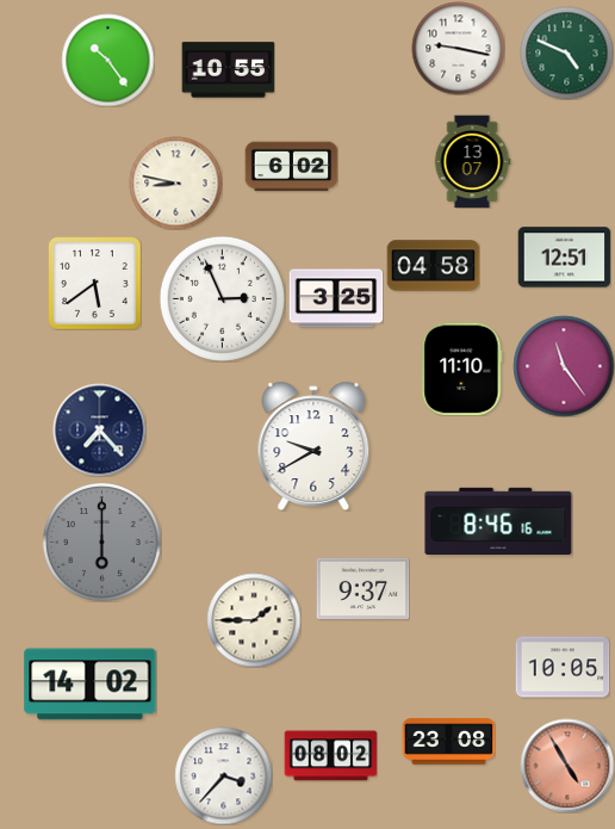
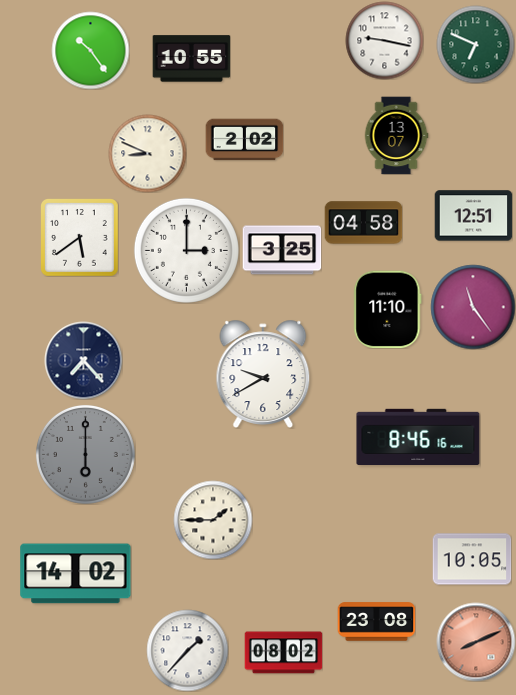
clock at (566, 52): 4:49 -> 6:49
clock at (291, 167): 6:02 -> 2:02
clock at (175, 182): 8:47 -> 8:49
clock at (222, 298): 2:56 -> 3:00
clock at (362, 588): 9:37 -> none
clock at (330, 756) position: (330, 756) -> (283, 653)
clock at (567, 766): 4:55 -> 8:11
clock at (223, 775): 3:37 -> 1:37
